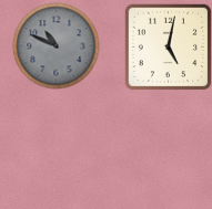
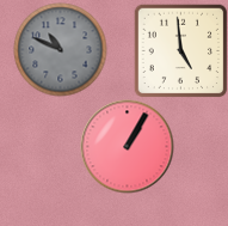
clock at (168, 46): 5:02 -> 4:59
clock at (127, 146): none -> 1:05
